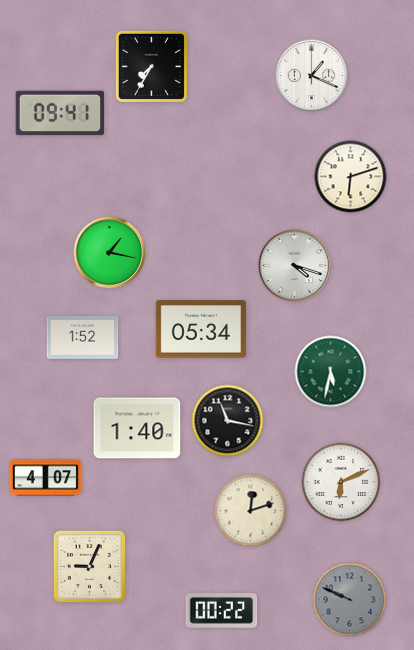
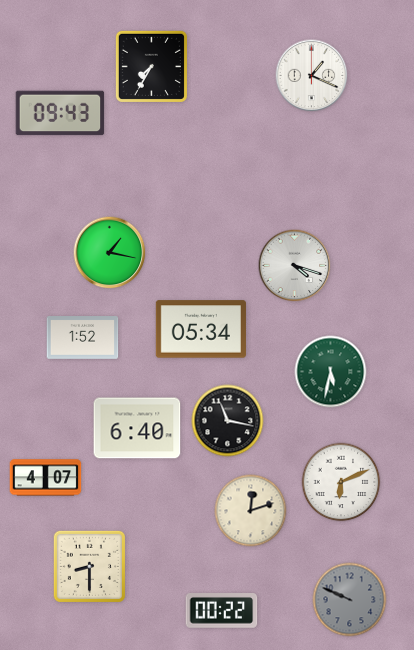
clock at (60, 113): 09:41 -> 09:43
clock at (351, 177): 6:12 -> none
clock at (137, 428): 1:40 -> 6:40
clock at (89, 566): 9:04 -> 8:30
